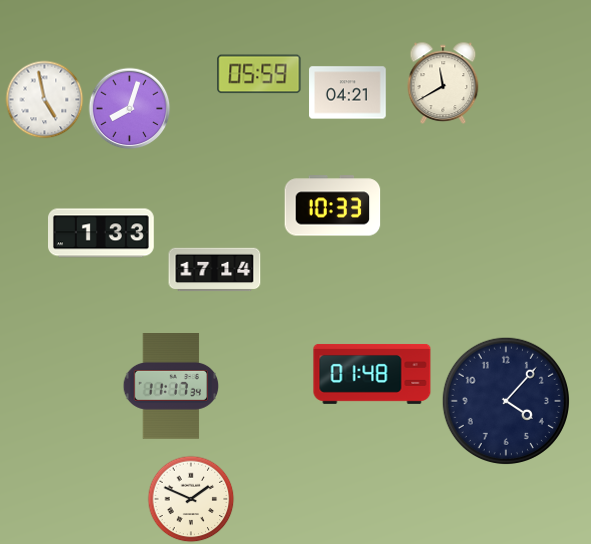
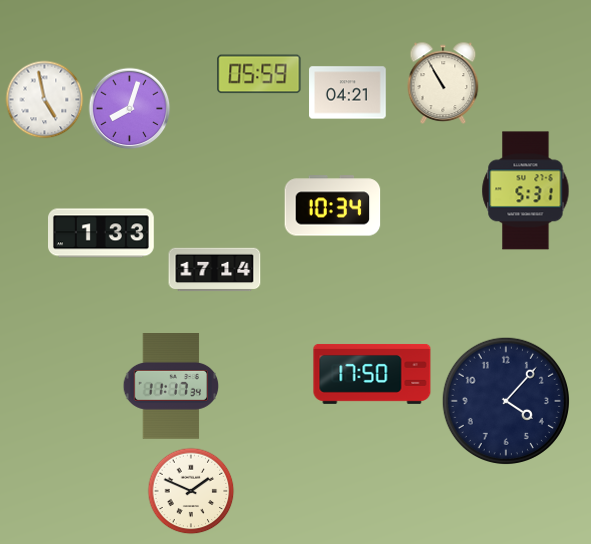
clock at (443, 83): 11:40 -> 10:55
clock at (526, 191): none -> 5:31
clock at (333, 206): 10:33 -> 10:34
clock at (372, 374): 01:48 -> 17:50
clock at (191, 499) position: (191, 499) -> (191, 491)
